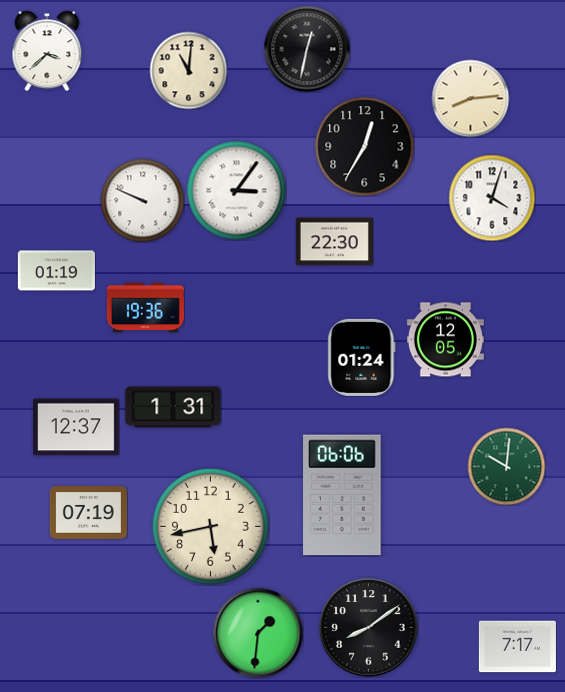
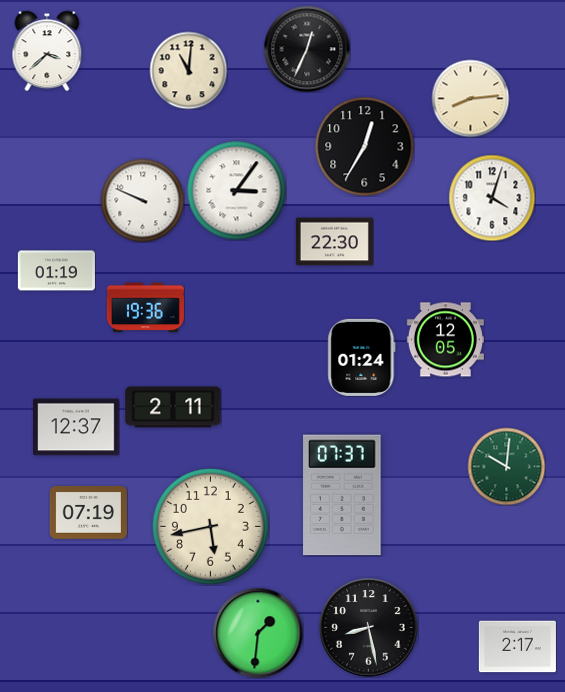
clock at (307, 49): 12:32 -> 12:34
clock at (173, 407): 1:31 -> 2:11
clock at (342, 495): 06:06 -> 07:37
clock at (369, 628): 8:09 -> 8:28
clock at (517, 647): 7:17 -> 2:17
